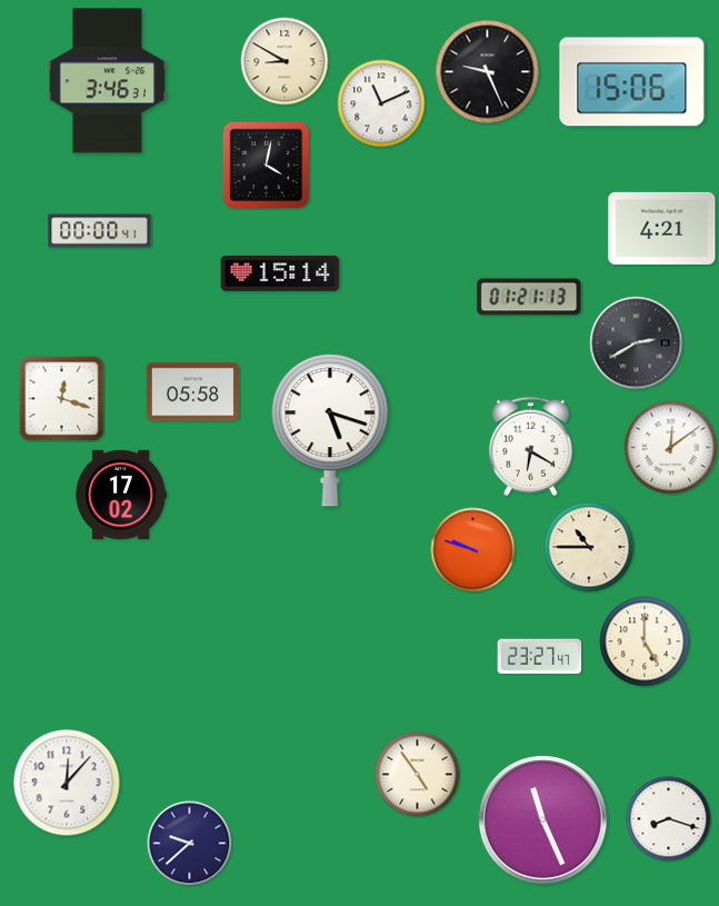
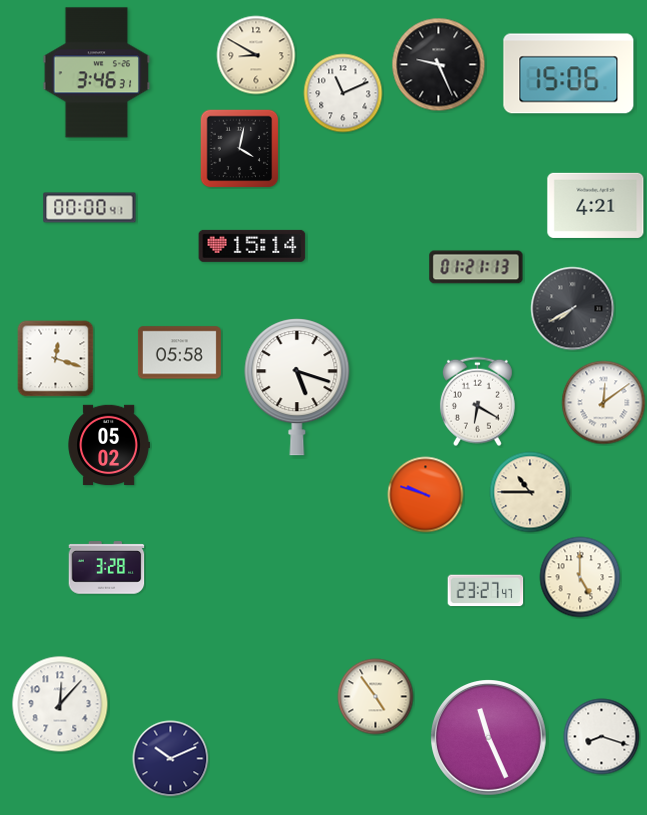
clock at (637, 344): 2:40 -> 7:40
clock at (192, 392) position: (192, 392) -> (179, 353)
clock at (121, 495): 17:02 -> 05:02
clock at (107, 568): none -> 3:28
clock at (190, 844): 9:38 -> 10:11
